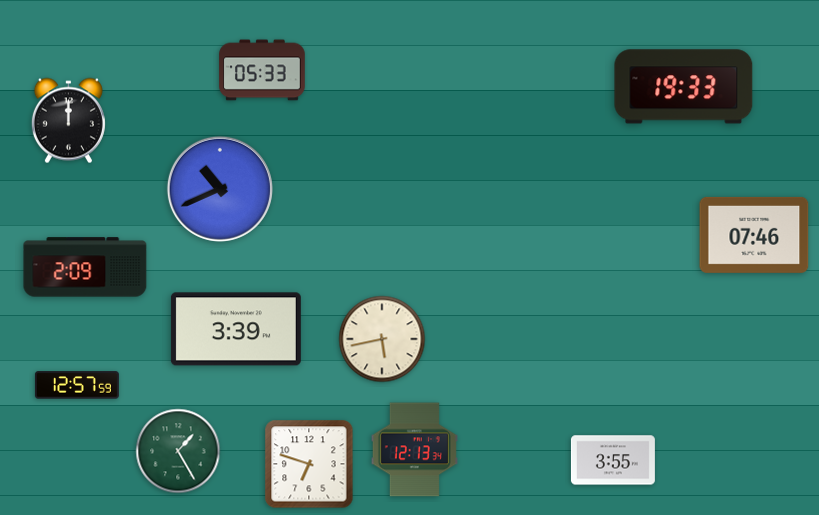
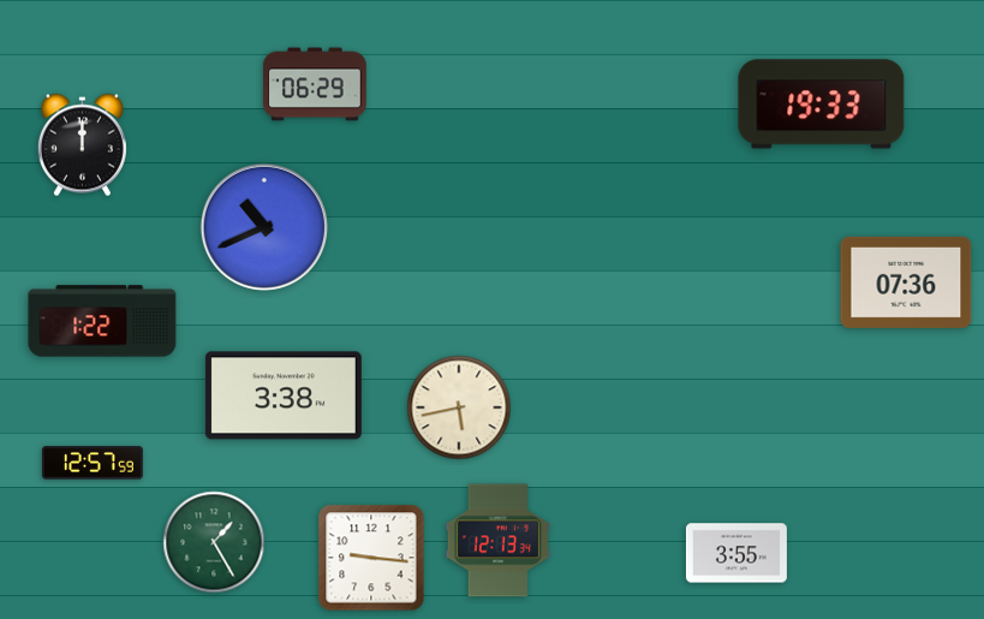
clock at (262, 70): 05:33 -> 06:29
clock at (754, 235): 07:46 -> 07:36
clock at (85, 267): 2:09 -> 1:22
clock at (236, 329): 3:39 -> 3:38
clock at (309, 464): 6:48 -> 9:16
